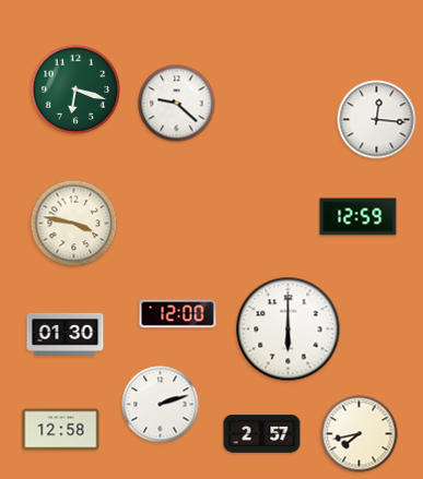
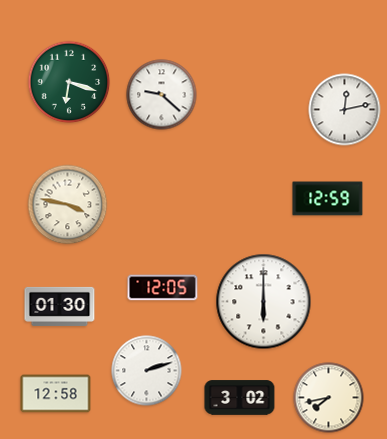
clock at (377, 120): 12:16 -> 12:13
clock at (178, 314): 12:00 -> 12:05
clock at (262, 434): 2:57 -> 3:02
